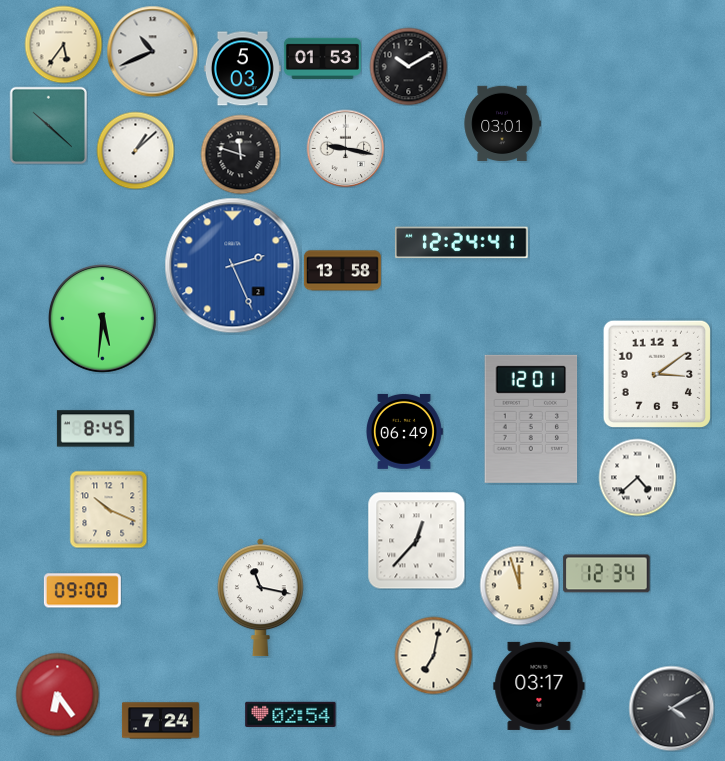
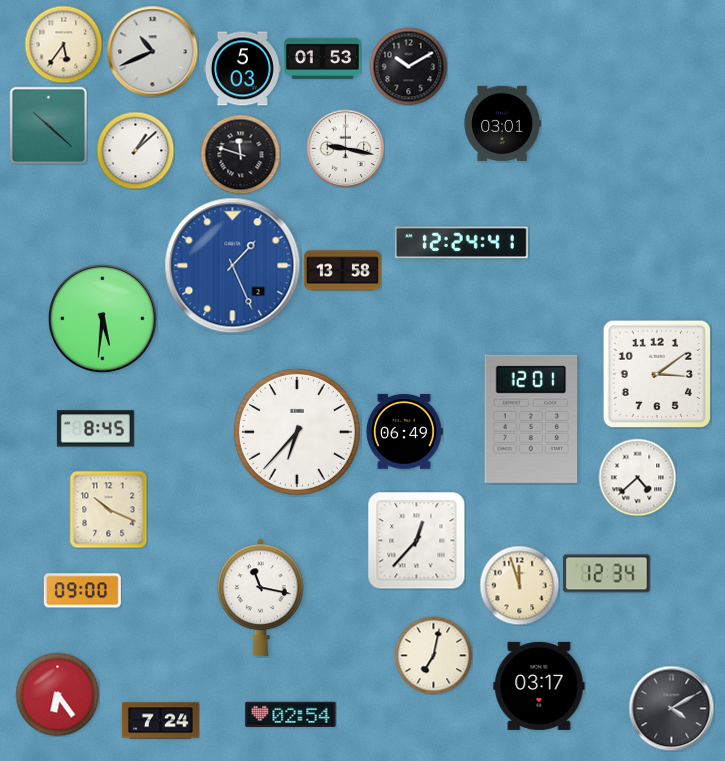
clock at (233, 266): 2:26 -> 1:26
clock at (297, 432): none -> 6:37
